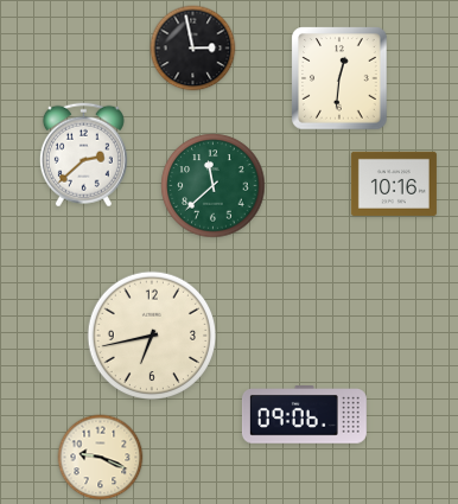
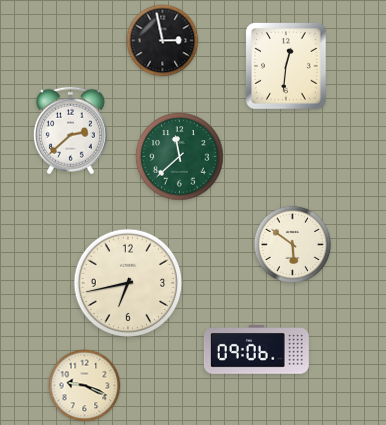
clock at (394, 184): 10:16 -> none
clock at (293, 245): none -> 5:51
